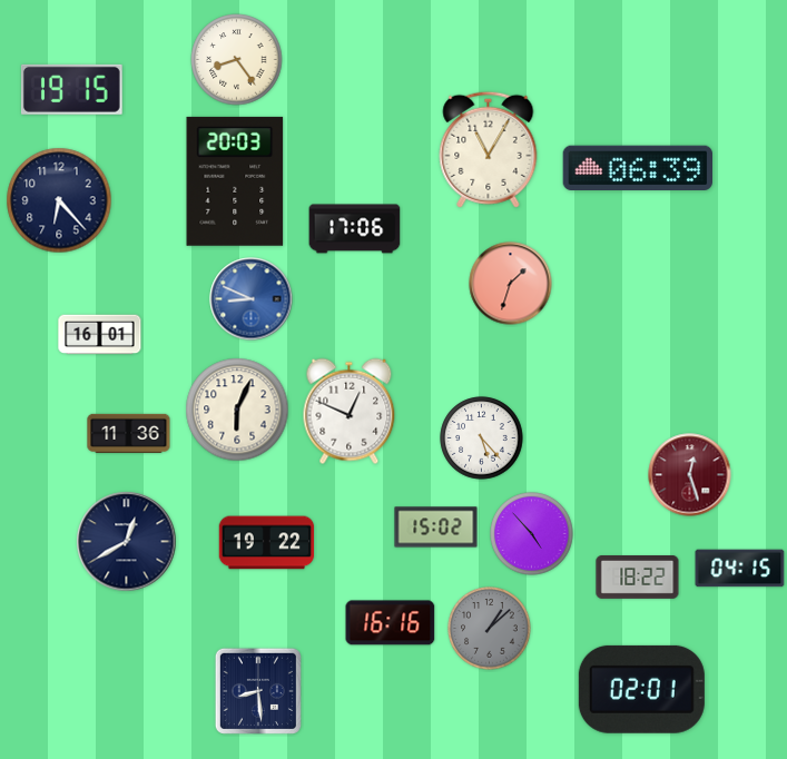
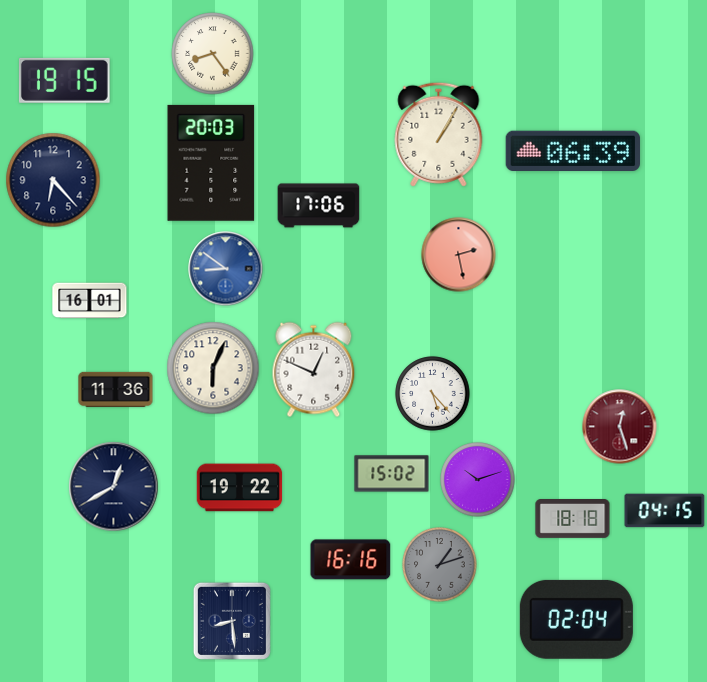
clock at (489, 149): 11:05 -> 1:05
clock at (511, 284): 1:33 -> 2:28
clock at (252, 299): 8:49 -> 8:51
clock at (532, 534): 4:53 -> 10:12
clock at (638, 578): 18:22 -> 18:18
clock at (490, 629): 1:08 -> 1:12
clock at (641, 689): 02:01 -> 02:04
